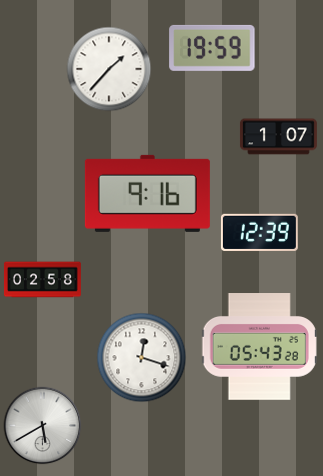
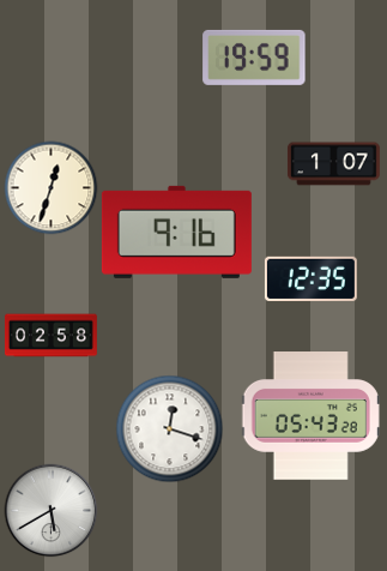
clock at (109, 69): 1:37 -> none
clock at (50, 187): none -> 12:33
clock at (259, 232): 12:39 -> 12:35
